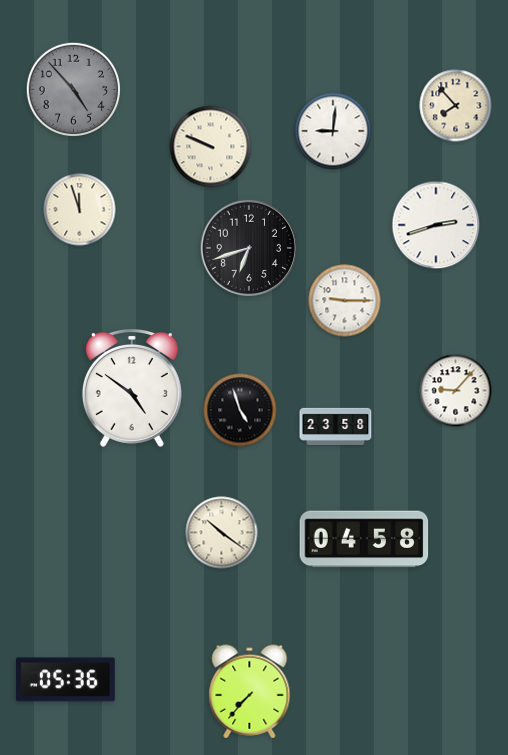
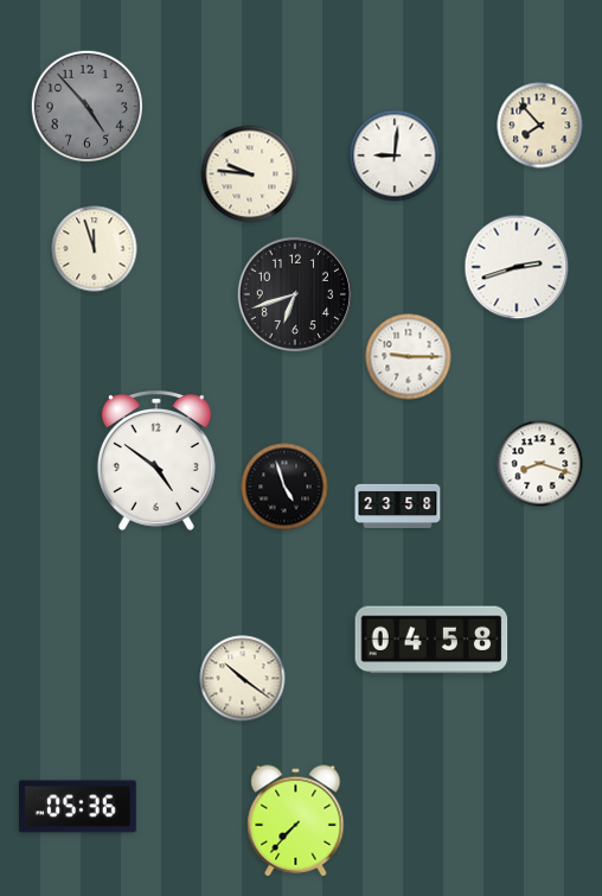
clock at (211, 147): 9:49 -> 9:46
clock at (456, 391): 9:07 -> 8:18
clock at (222, 533) position: (222, 533) -> (243, 679)
